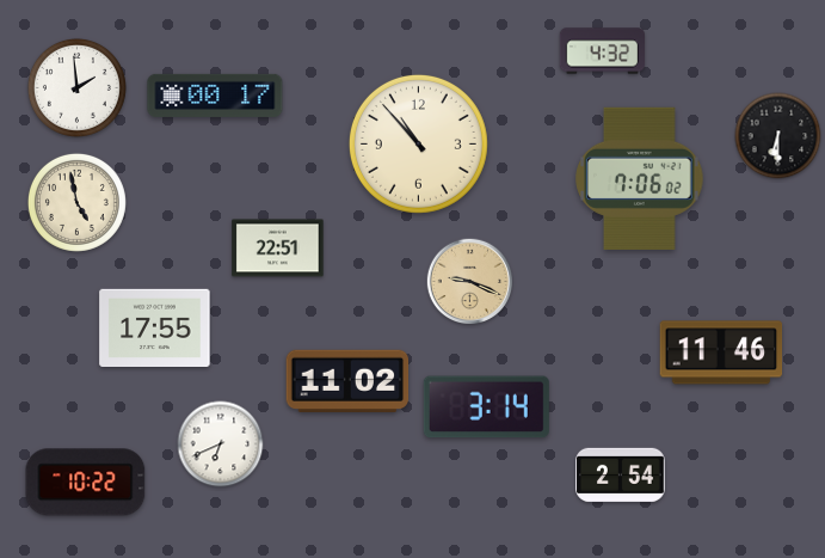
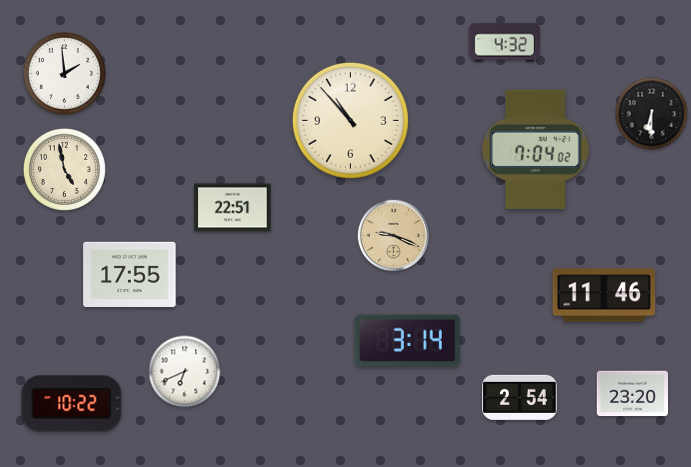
clock at (215, 96): 00:17 -> none
clock at (640, 178): 7:06 -> 7:04
clock at (347, 381): 11:02 -> none
clock at (632, 394): none -> 23:20
